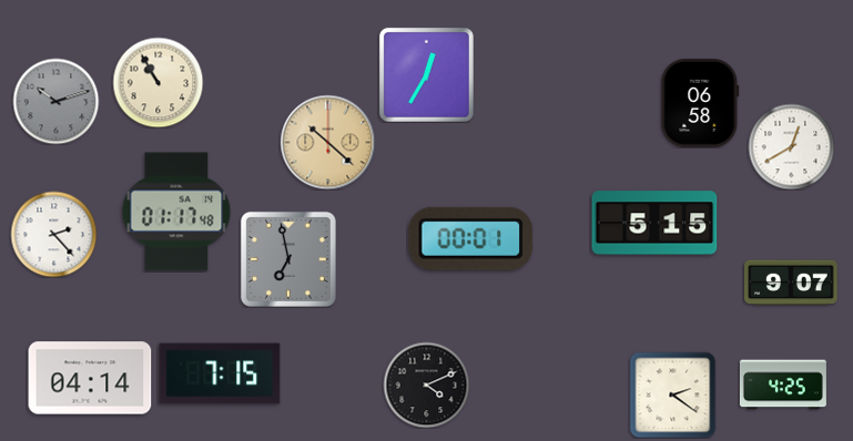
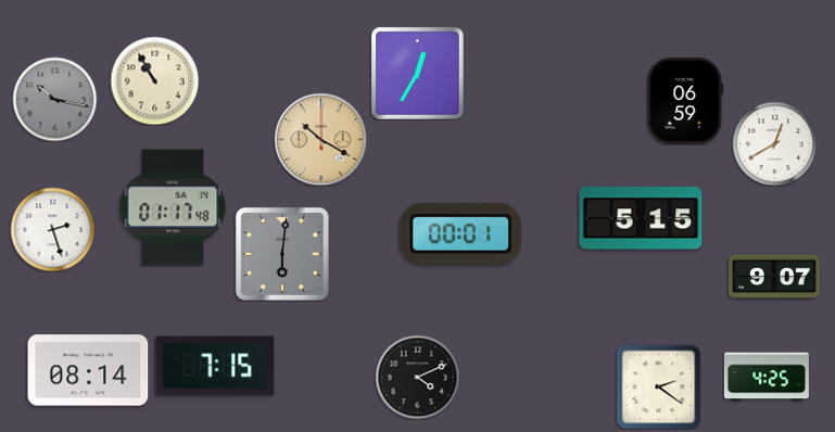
clock at (55, 101): 10:12 -> 10:17
clock at (700, 103): 06:58 -> 06:59
clock at (327, 142): 10:22 -> 10:20
clock at (53, 234): 2:23 -> 2:27
clock at (288, 259): 6:58 -> 6:01
clock at (90, 378): 04:14 -> 08:14
